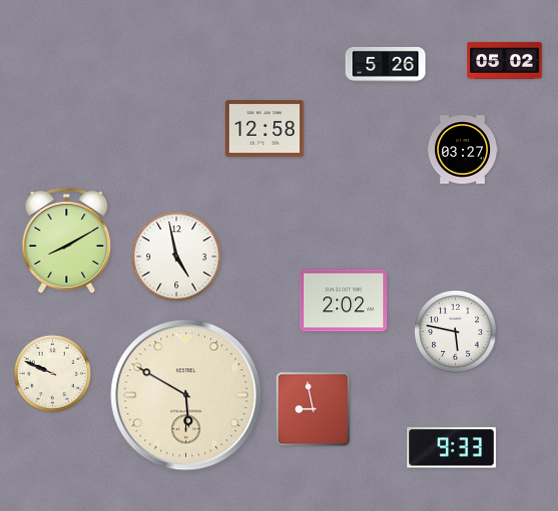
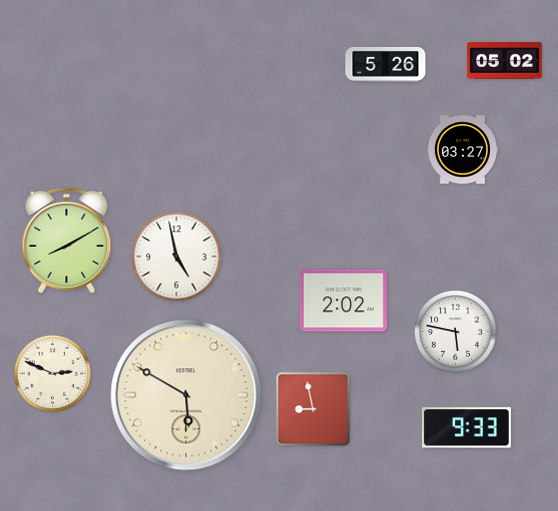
clock at (265, 129): 12:58 -> none
clock at (53, 374): 9:49 -> 2:49
clock at (451, 448) position: (451, 448) -> (466, 428)
